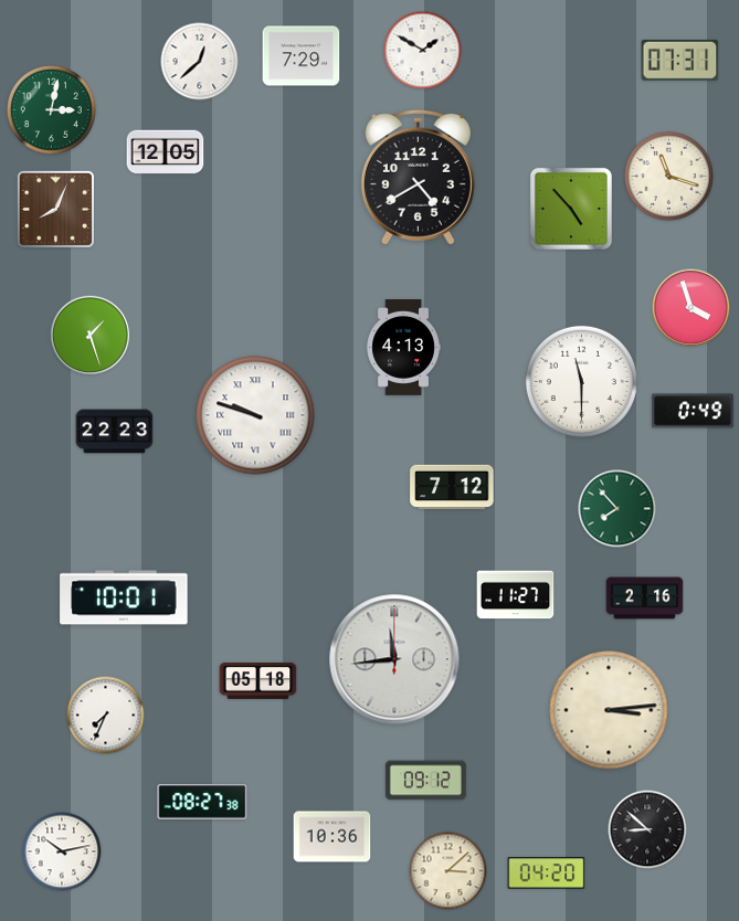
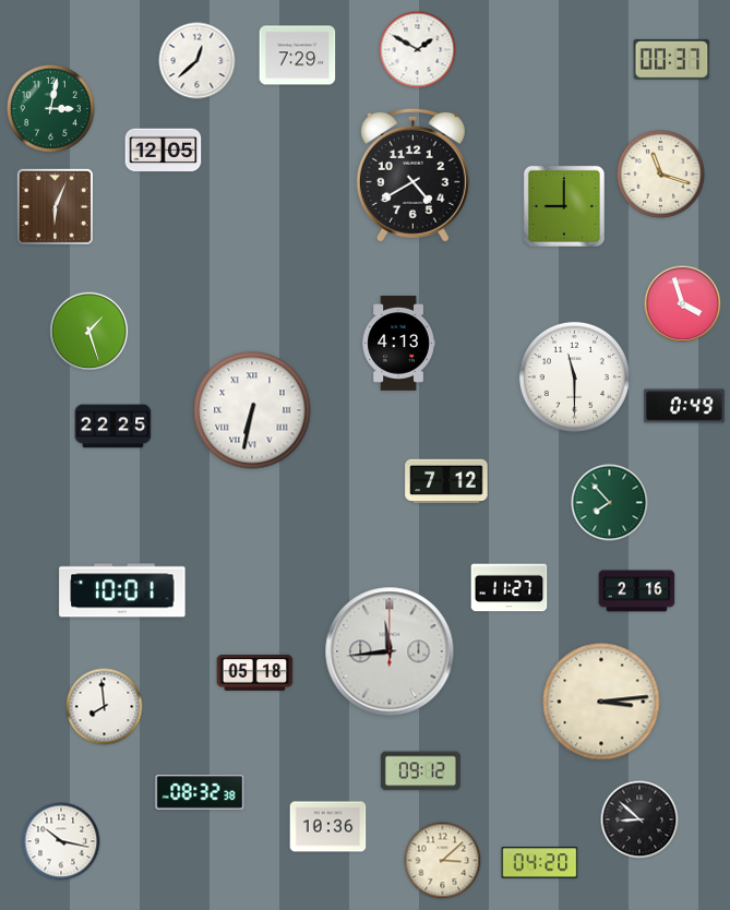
clock at (680, 60): 07:31 -> 00:37
clock at (55, 209): 8:04 -> 6:04
clock at (571, 209): 4:53 -> 9:00
clock at (255, 415): 9:48 -> 6:32
clock at (115, 432): 22:23 -> 22:25
clock at (106, 716): 7:34 -> 7:59
clock at (202, 802): 08:27 -> 08:32
clock at (62, 851): 10:13 -> 10:17
